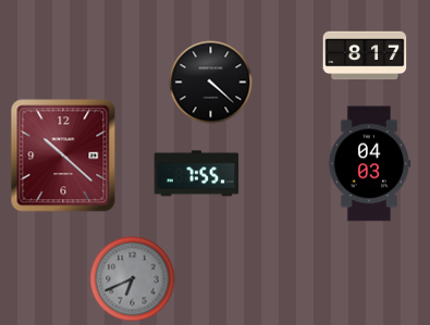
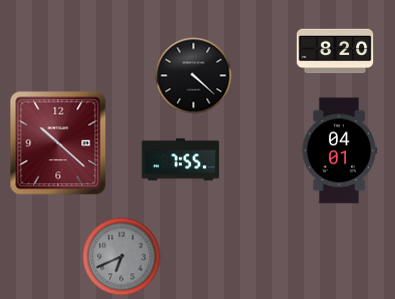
clock at (365, 55): 8:17 -> 8:20
clock at (369, 164): 04:03 -> 04:01
